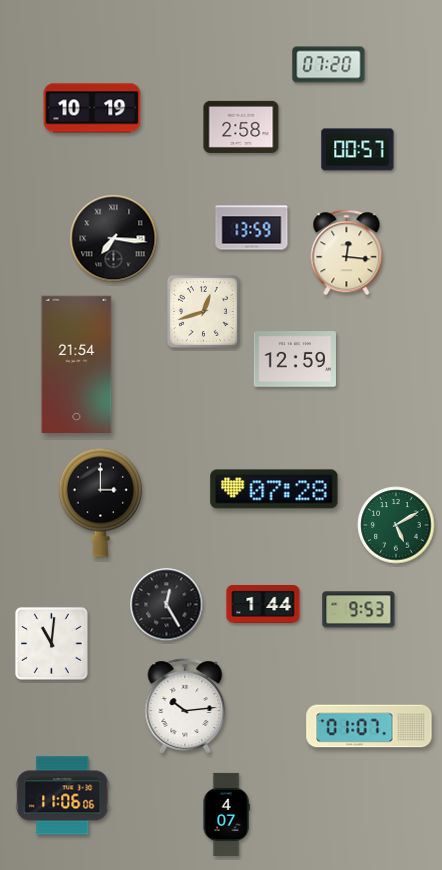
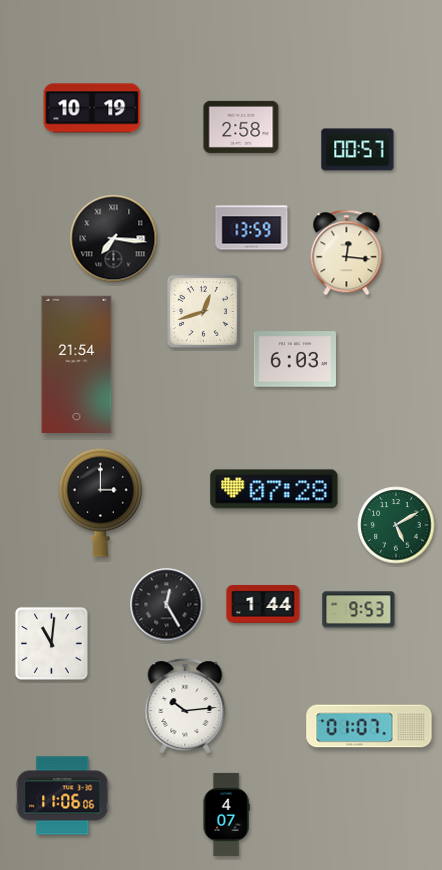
clock at (329, 65): 07:20 -> none
clock at (295, 359): 12:59 -> 6:03
